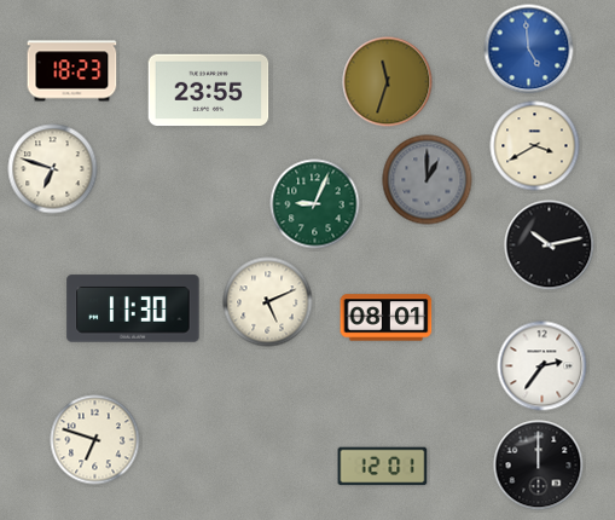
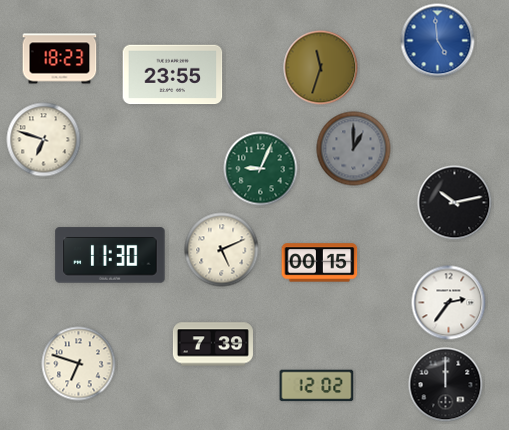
clock at (535, 146): 3:40 -> none
clock at (387, 318): 08:01 -> 00:15
clock at (213, 344): none -> 7:39
clock at (383, 467): 12:01 -> 12:02
